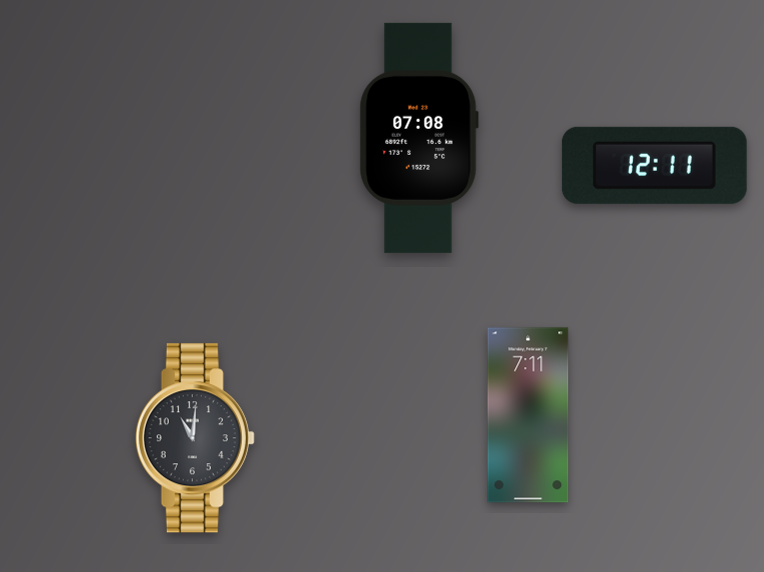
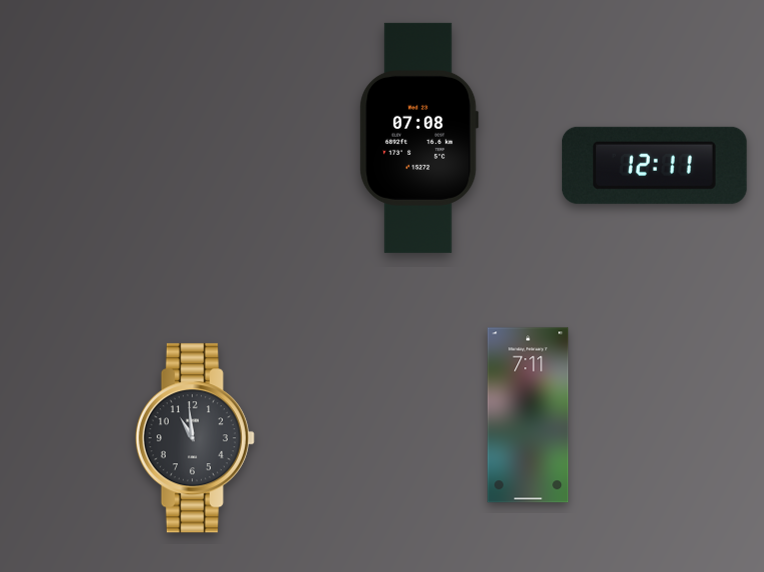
clock at (195, 438): 11:01 -> 10:59
